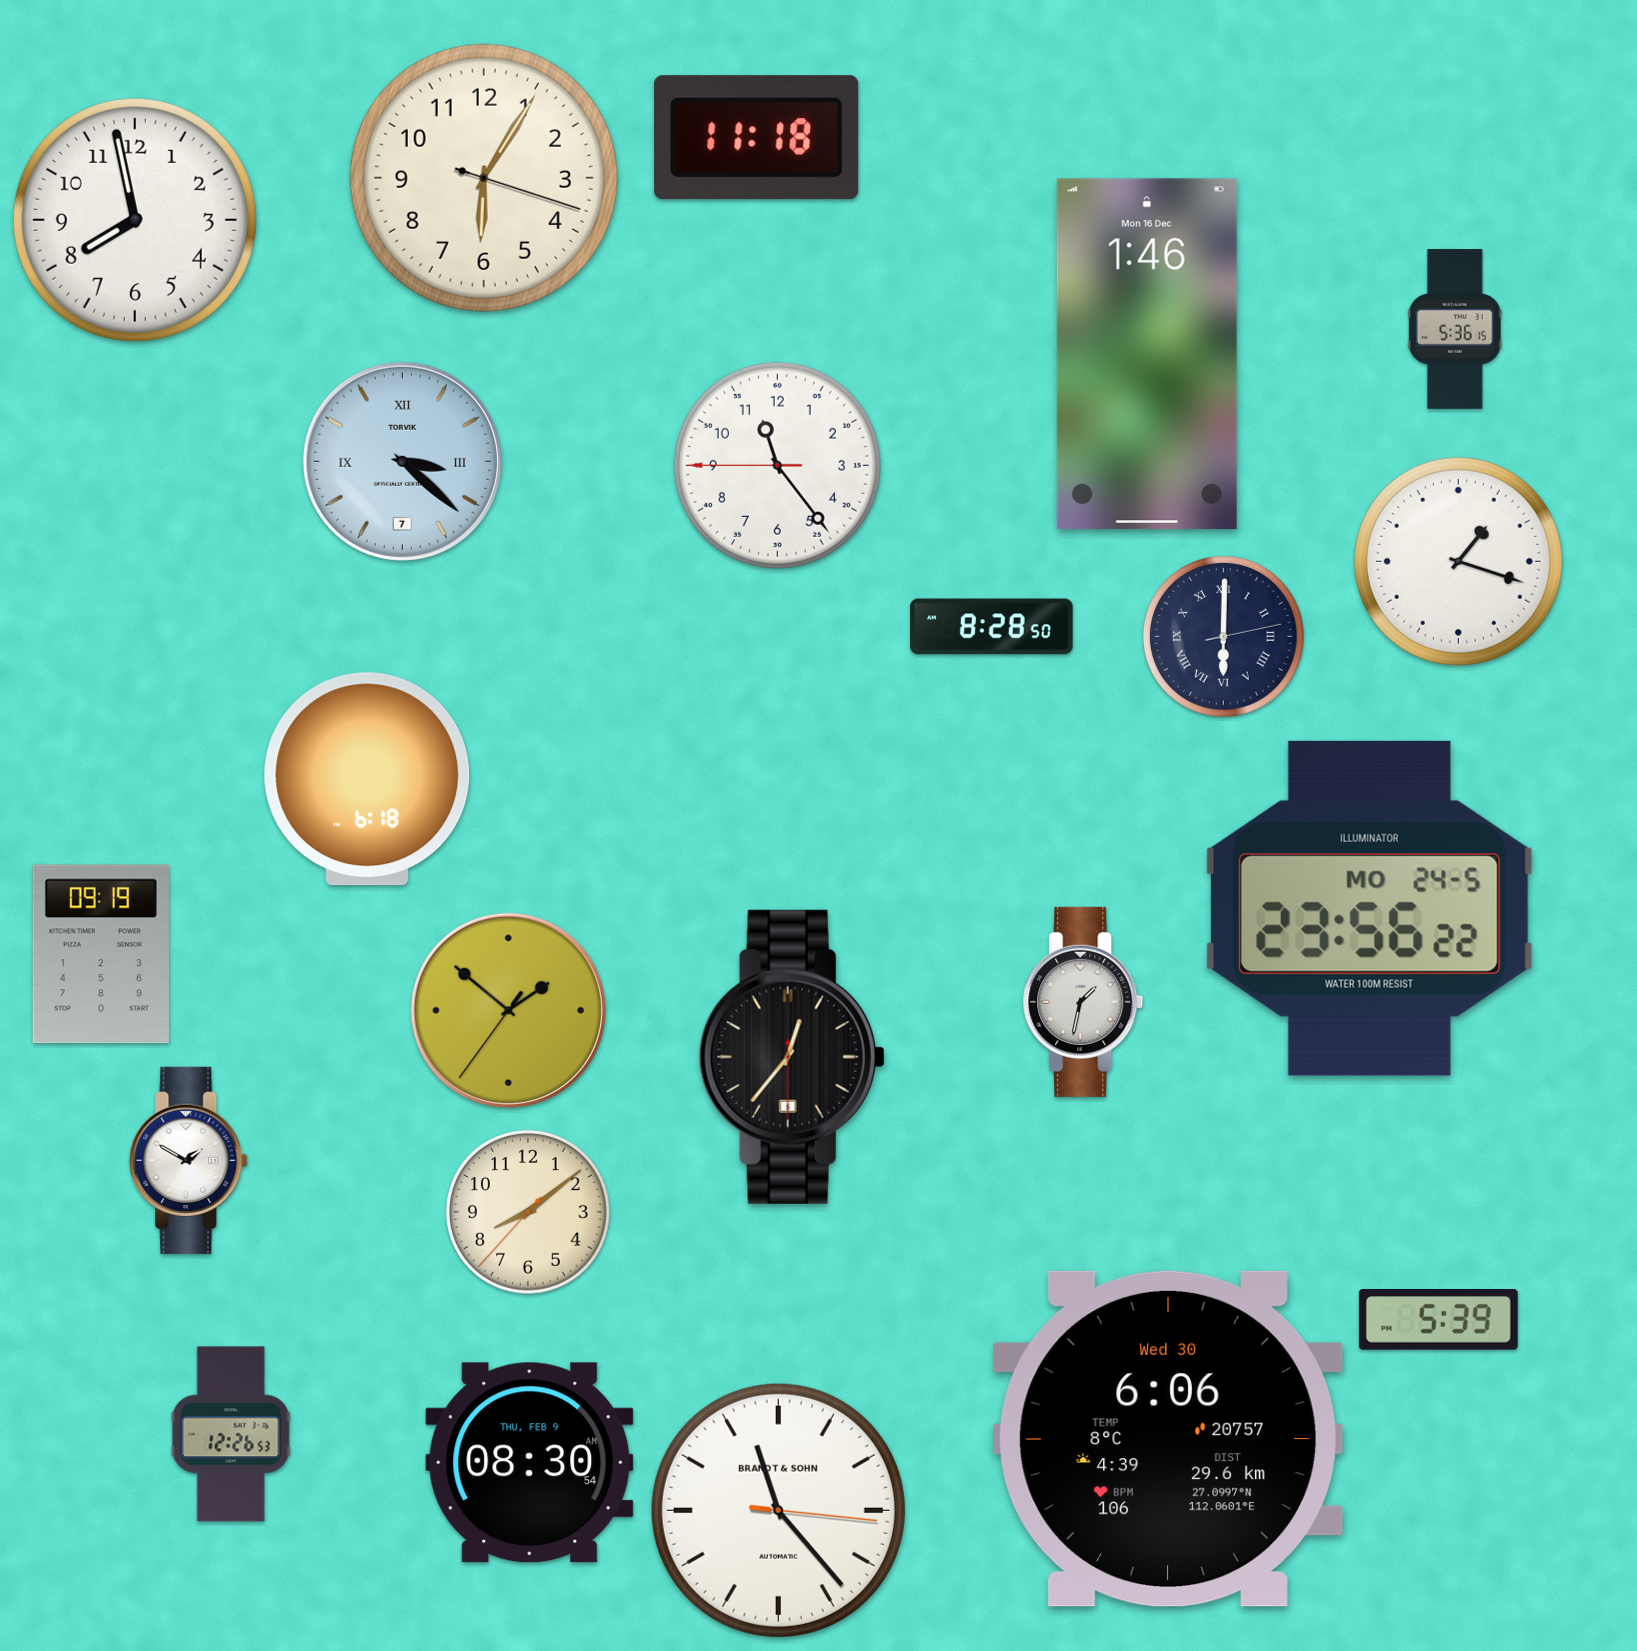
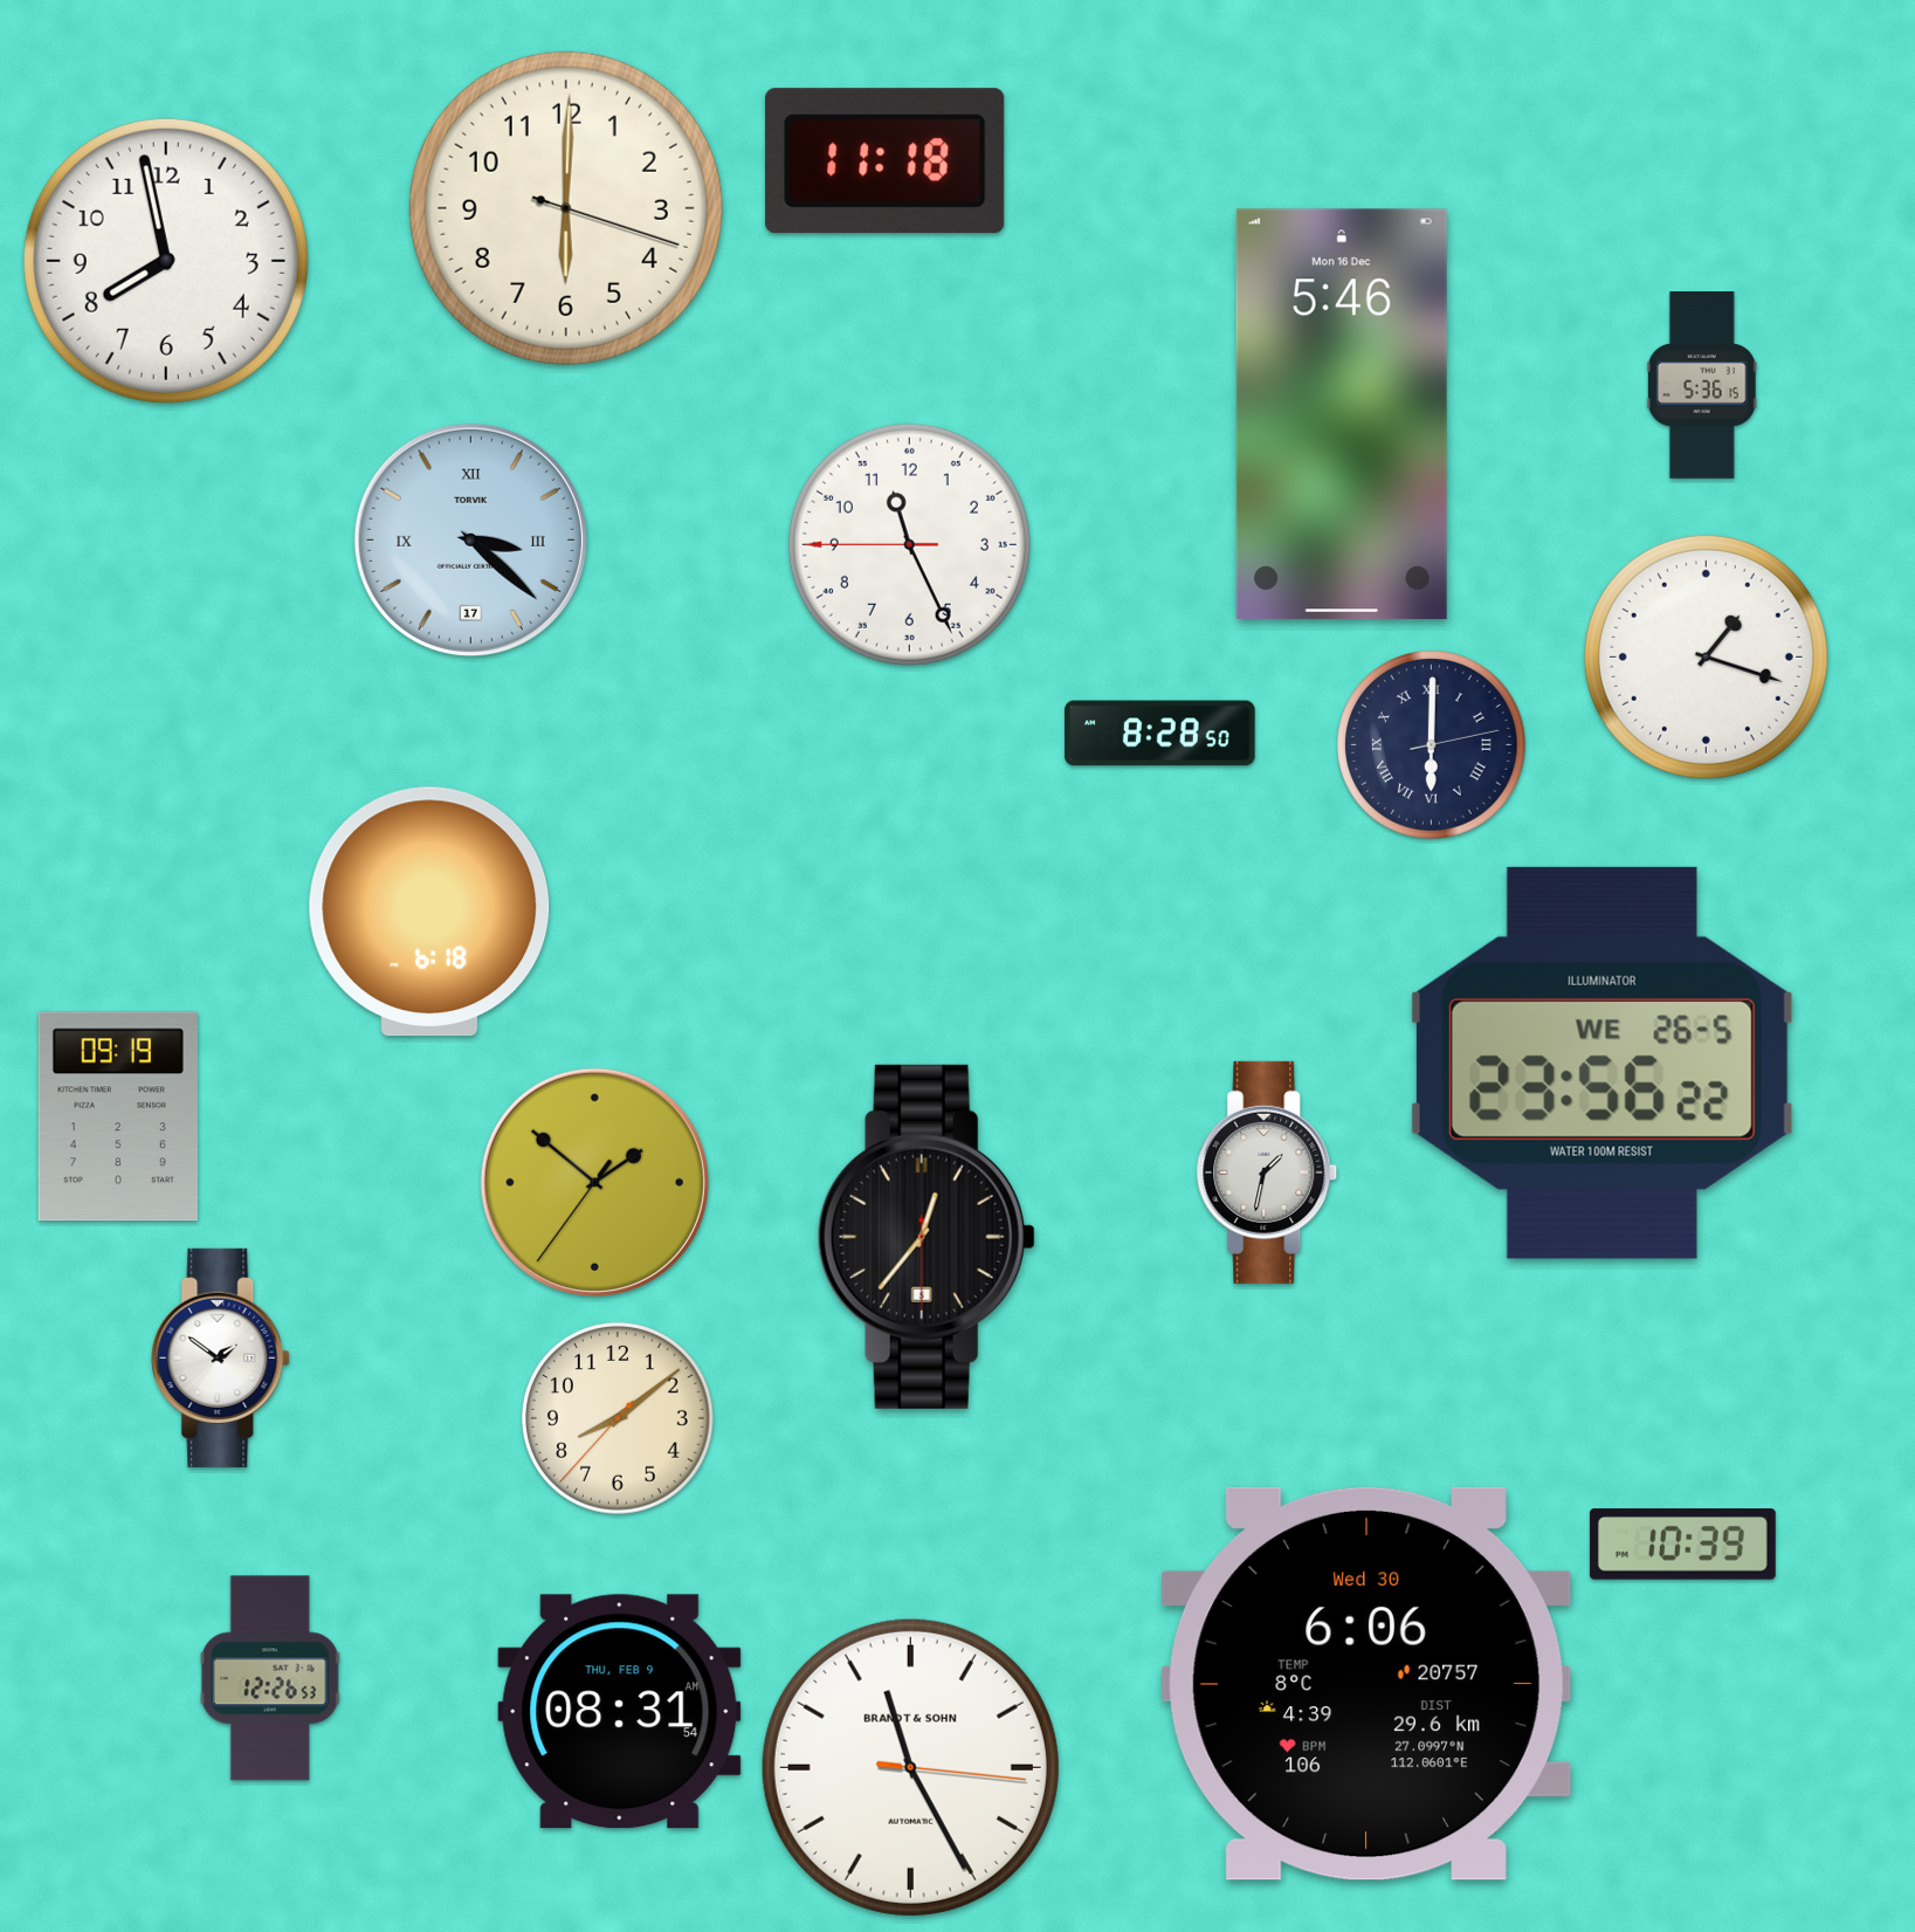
clock at (484, 178): 6:05 -> 6:00
clock at (135, 220) position: (135, 220) -> (166, 261)
clock at (1147, 354): 1:46 -> 5:46
clock at (402, 461) date: 7 -> 17
clock at (777, 465): 11:23 -> 11:25
clock at (1369, 908) date: MO 24-5 -> WE 26-5
clock at (189, 1160): 1:50 -> 1:51
clock at (1438, 1320): 5:39 -> 10:39
clock at (530, 1463): 08:30 -> 08:31
clock at (778, 1510): 11:23 -> 11:25
